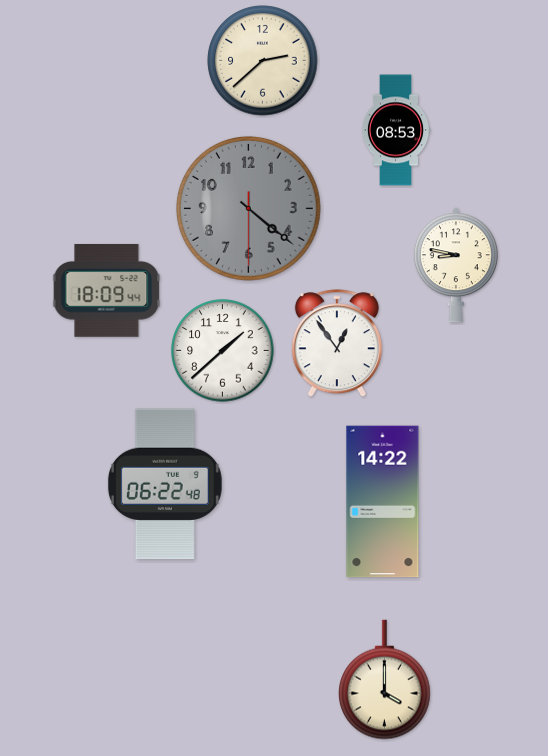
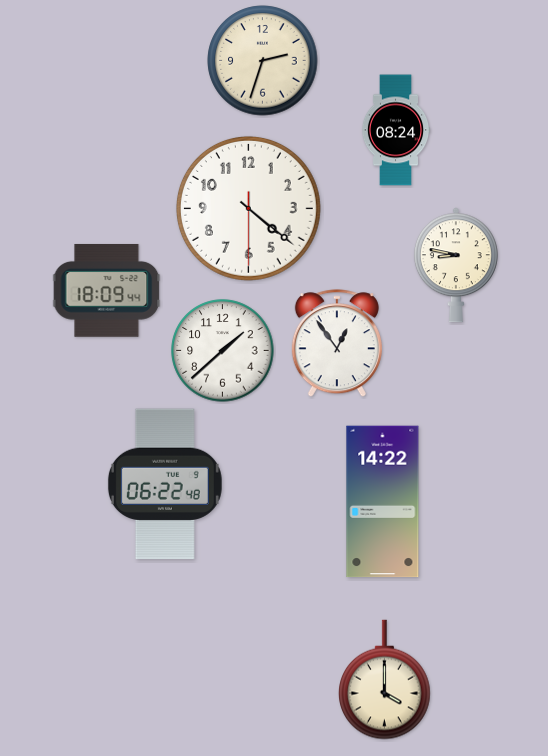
clock at (263, 61): 2:38 -> 2:33
clock at (396, 130): 08:53 -> 08:24
clock at (248, 208) dial: grey -> white
